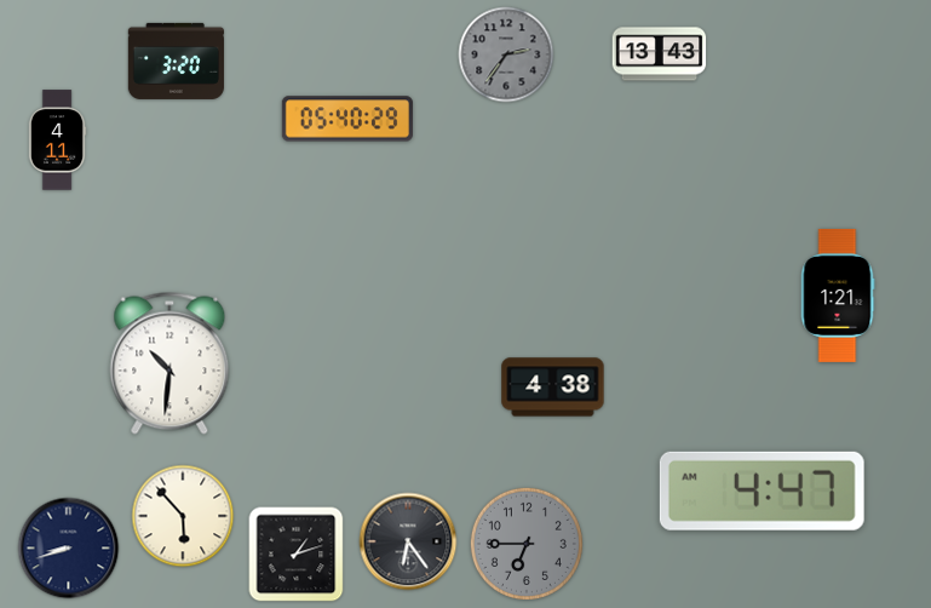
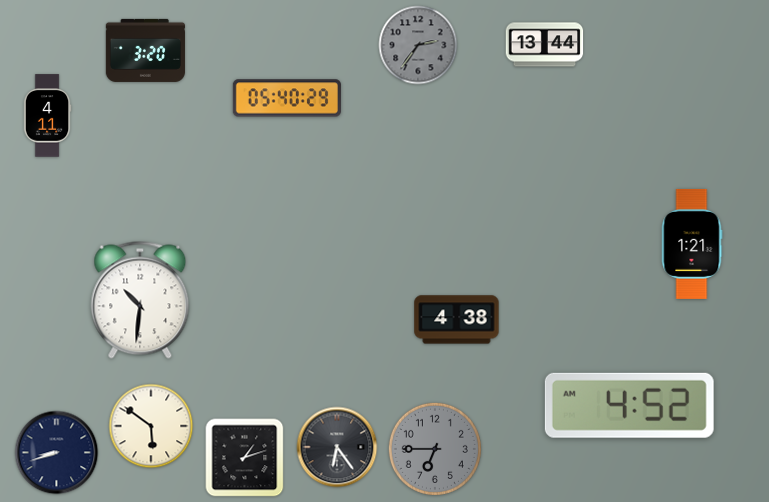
clock at (660, 55): 13:43 -> 13:44
clock at (762, 491): 4:47 -> 4:52
clock at (183, 516): 5:53 -> 5:51
